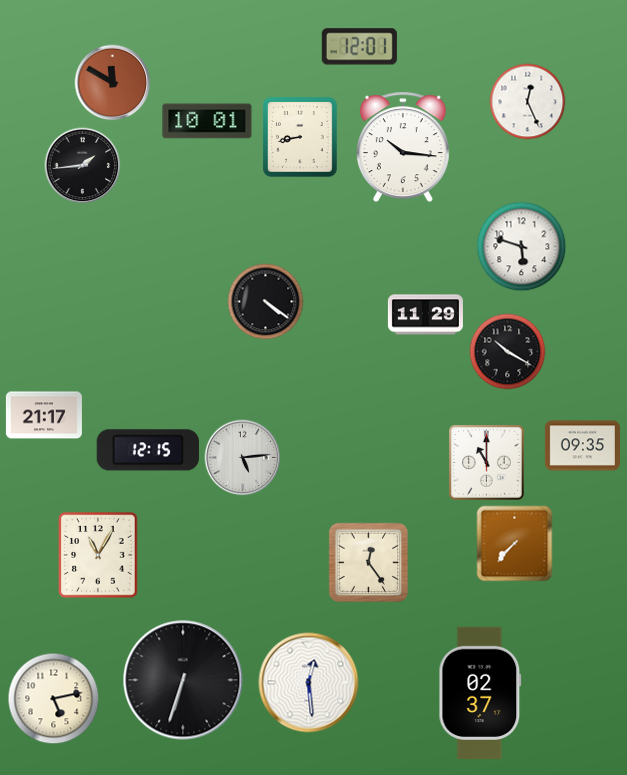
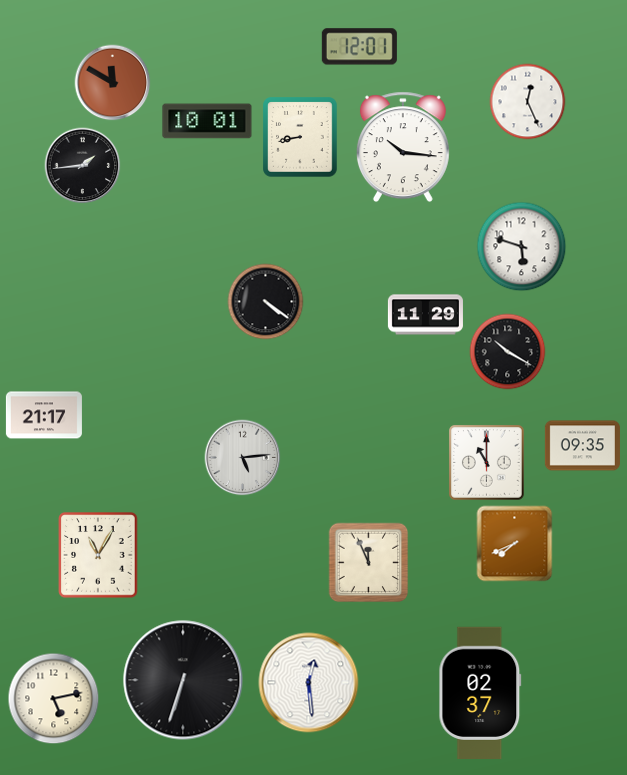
clock at (148, 450): 12:15 -> none
clock at (515, 544): 7:37 -> 7:41
clock at (369, 563): 12:24 -> 11:56
